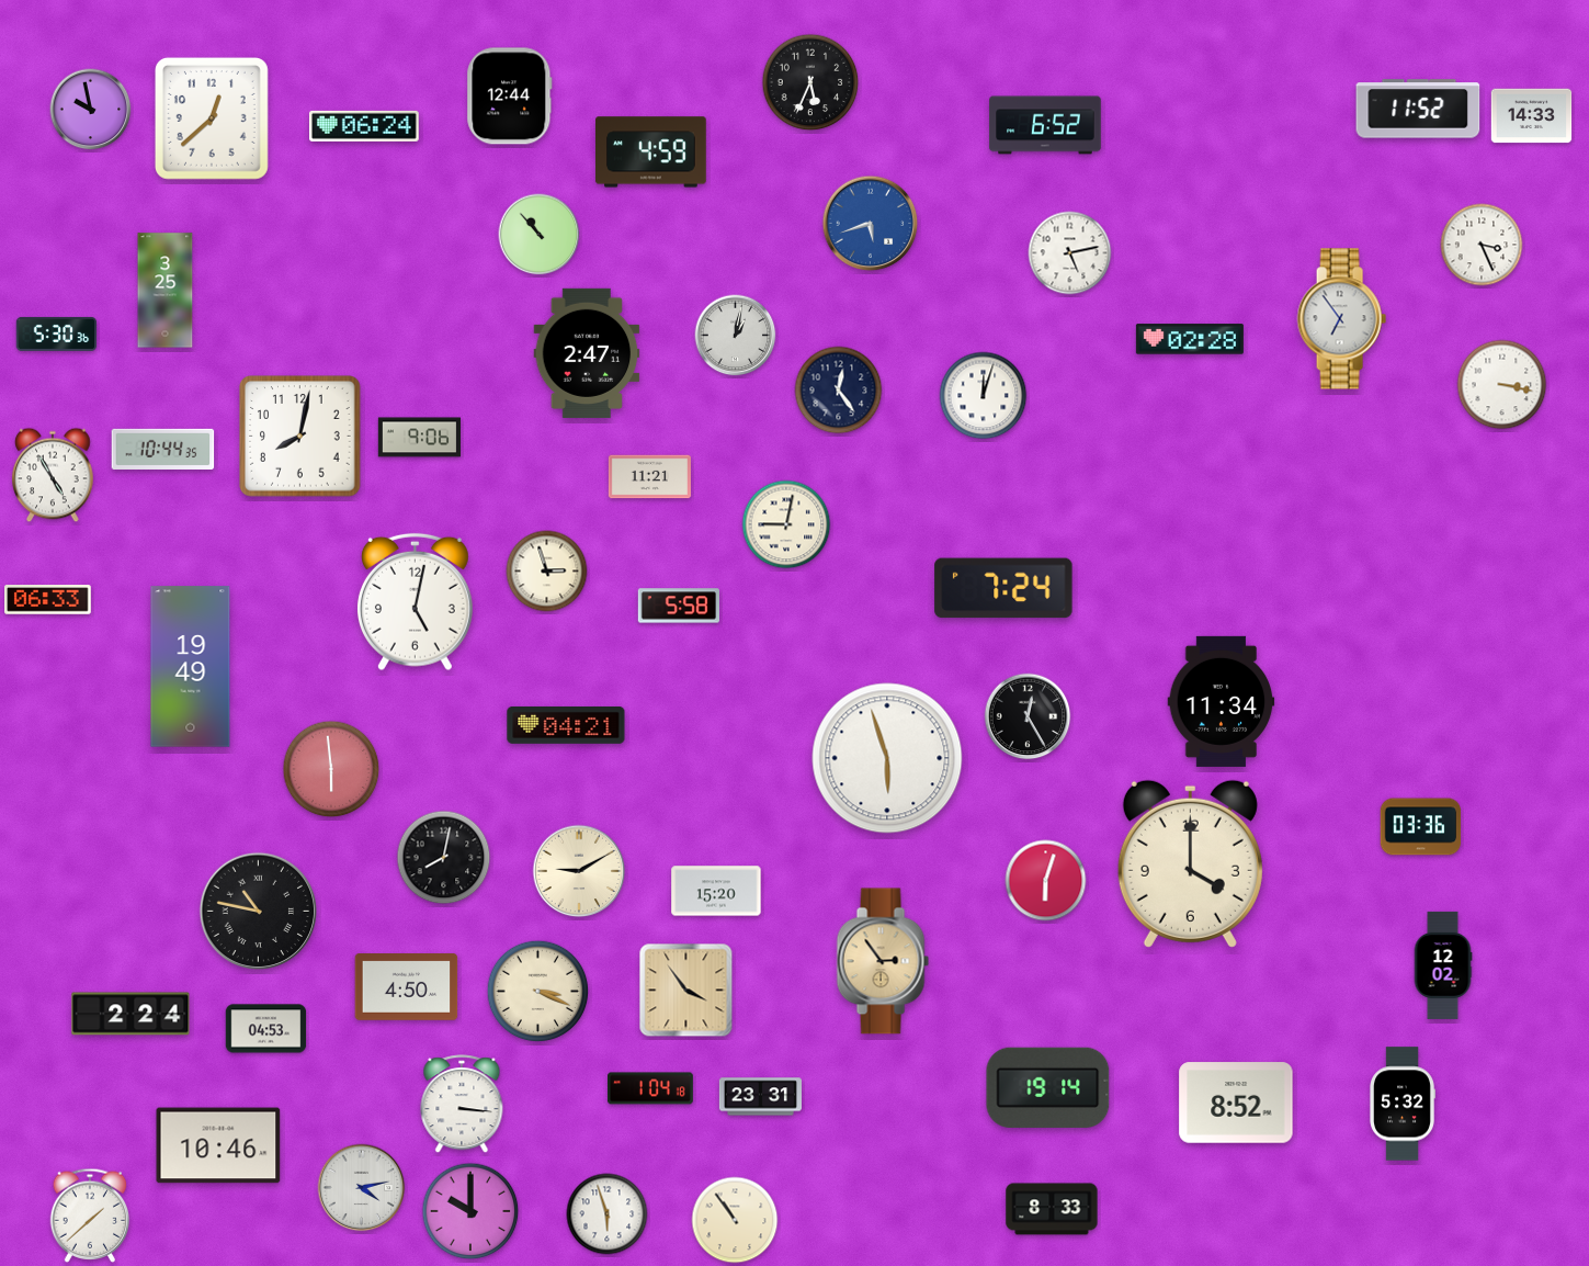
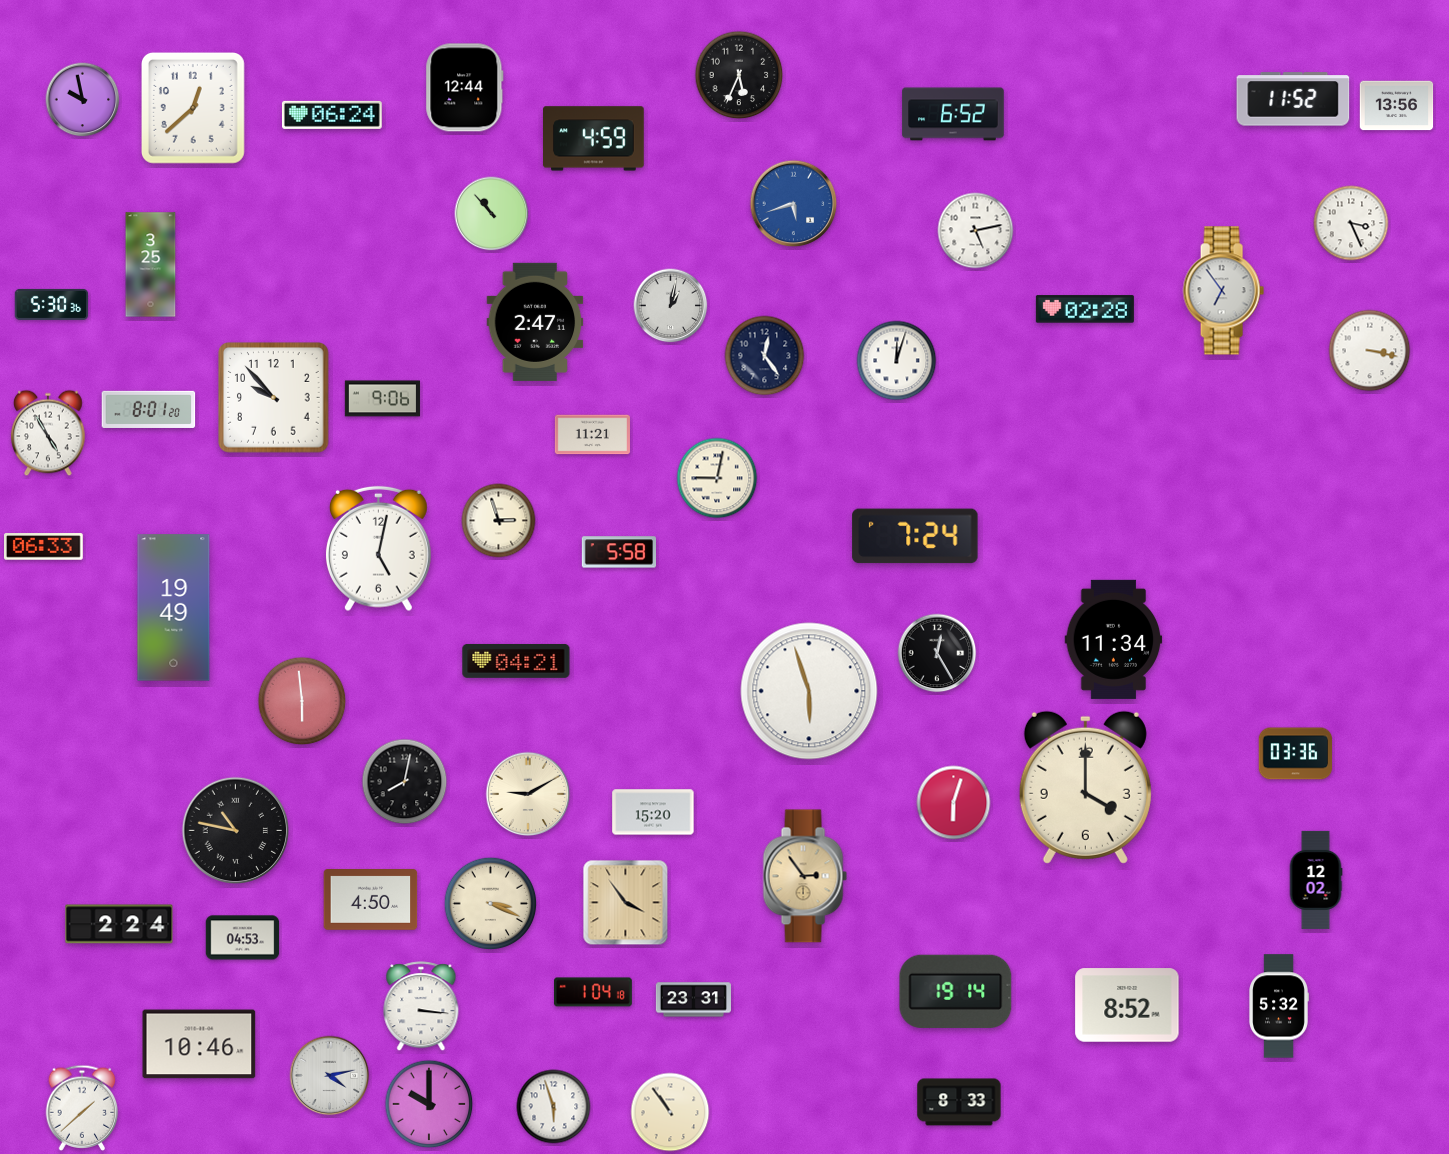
clock at (1532, 116): 14:33 -> 13:56
clock at (300, 437): 8:02 -> 9:53
clock at (163, 449): 10:44 -> 8:01
clock at (362, 1188) position: (362, 1188) -> (330, 1076)
